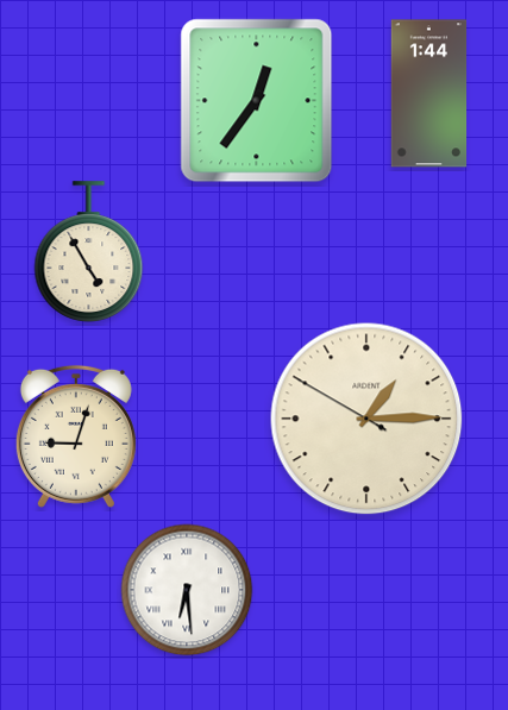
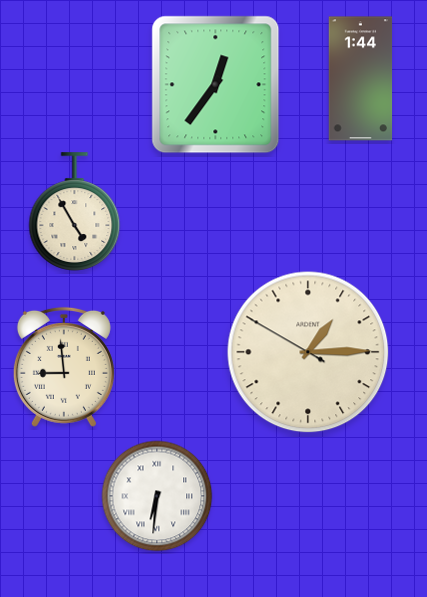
clock at (76, 436): 9:03 -> 8:59
clock at (187, 590): 6:29 -> 6:31
